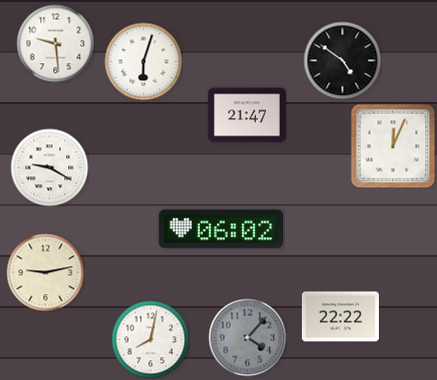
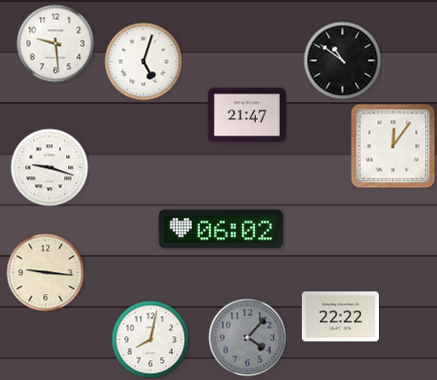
clock at (342, 60): 4:51 -> 10:51
clock at (143, 61): 6:03 -> 5:03
clock at (393, 146): 12:04 -> 12:06
clock at (49, 167): 9:20 -> 9:18
clock at (45, 272): 9:13 -> 9:16
